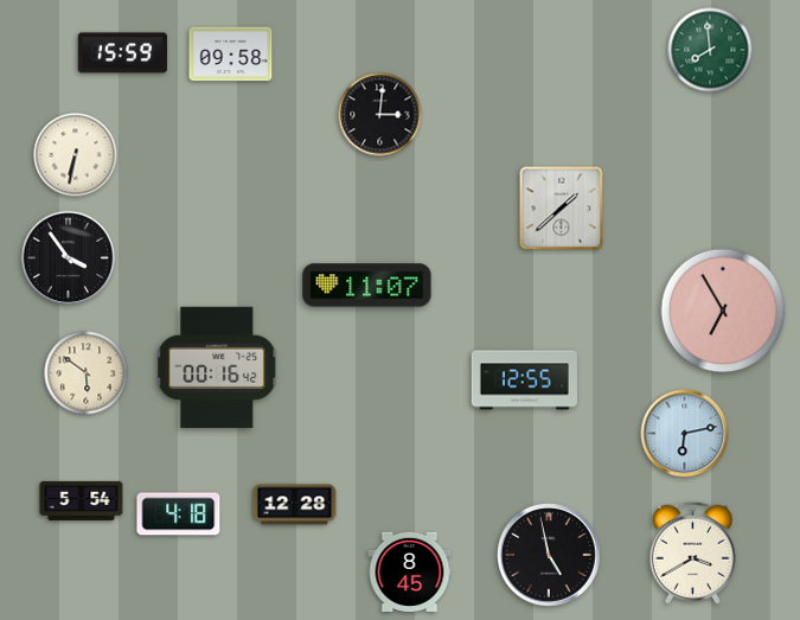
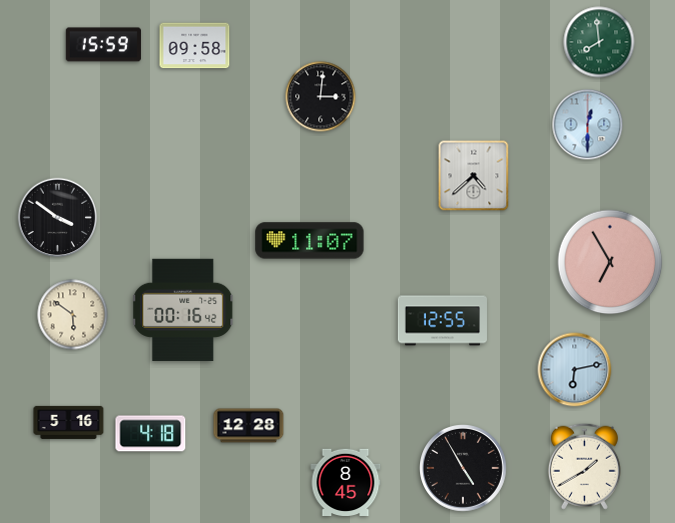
clock at (588, 125): none -> 12:30
clock at (76, 155): 6:32 -> none
clock at (562, 209): 1:38 -> 4:38
clock at (69, 258): 3:54 -> 3:51
clock at (685, 434) position: (685, 434) -> (575, 370)
clock at (82, 500): 5:54 -> 5:16
clock at (692, 552): 3:40 -> 1:40
clock at (550, 556): 4:58 -> 4:55
